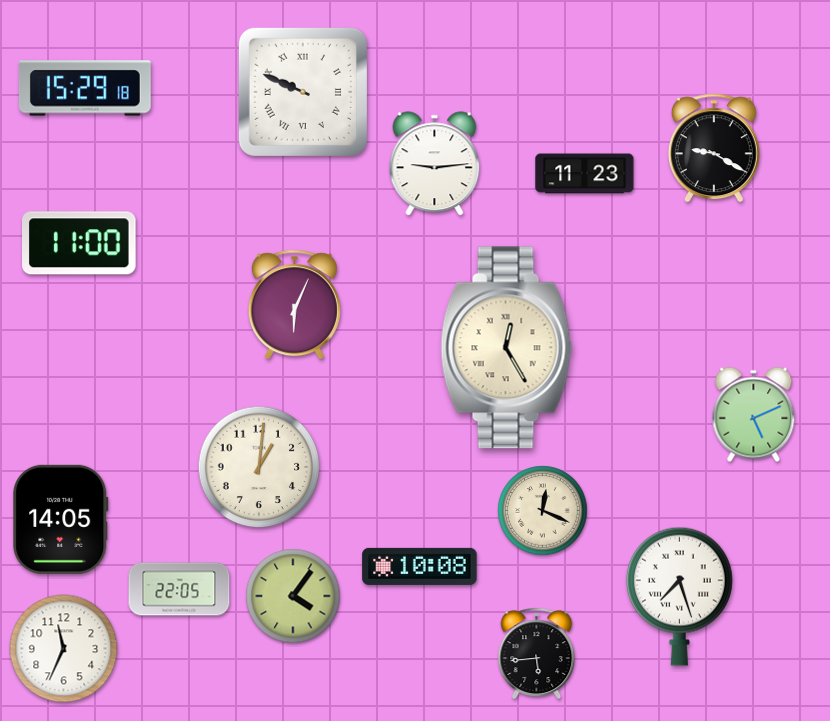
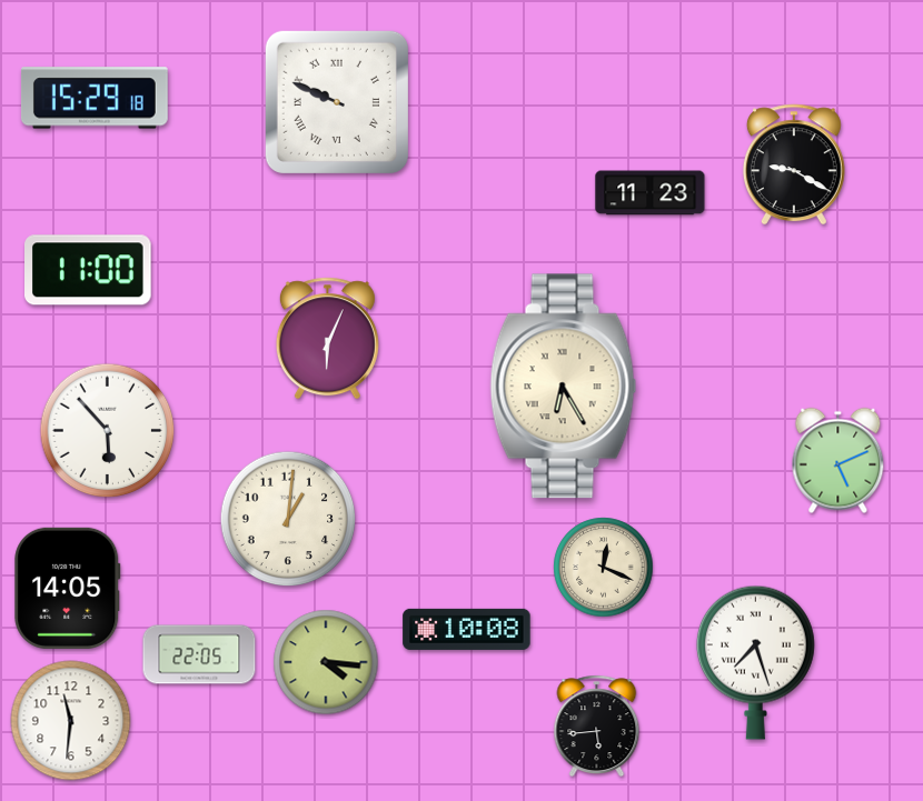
clock at (435, 164): 9:14 -> none
clock at (507, 348): 12:25 -> 6:25
clock at (108, 431): none -> 5:53
clock at (61, 519) position: (61, 519) -> (68, 588)
clock at (293, 596): 4:06 -> 4:16
clock at (64, 649): 11:34 -> 11:31
